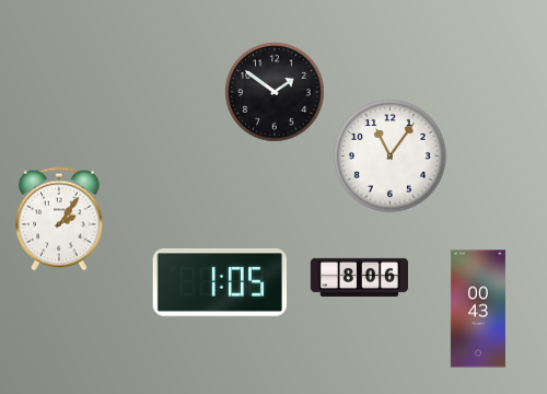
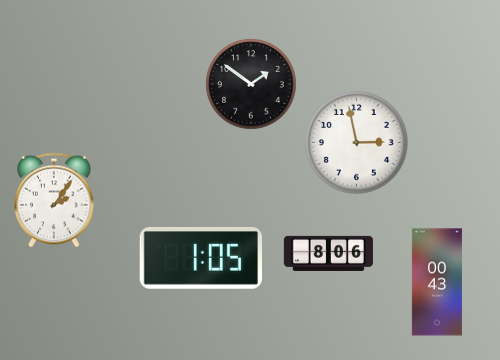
clock at (391, 157): 11:06 -> 2:58
